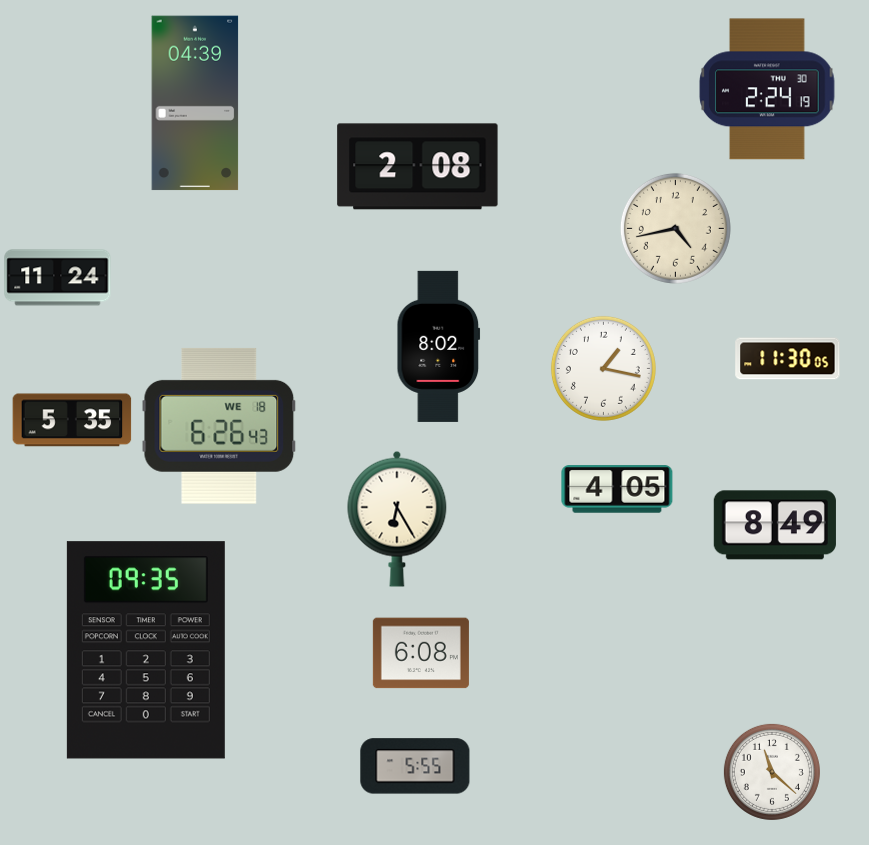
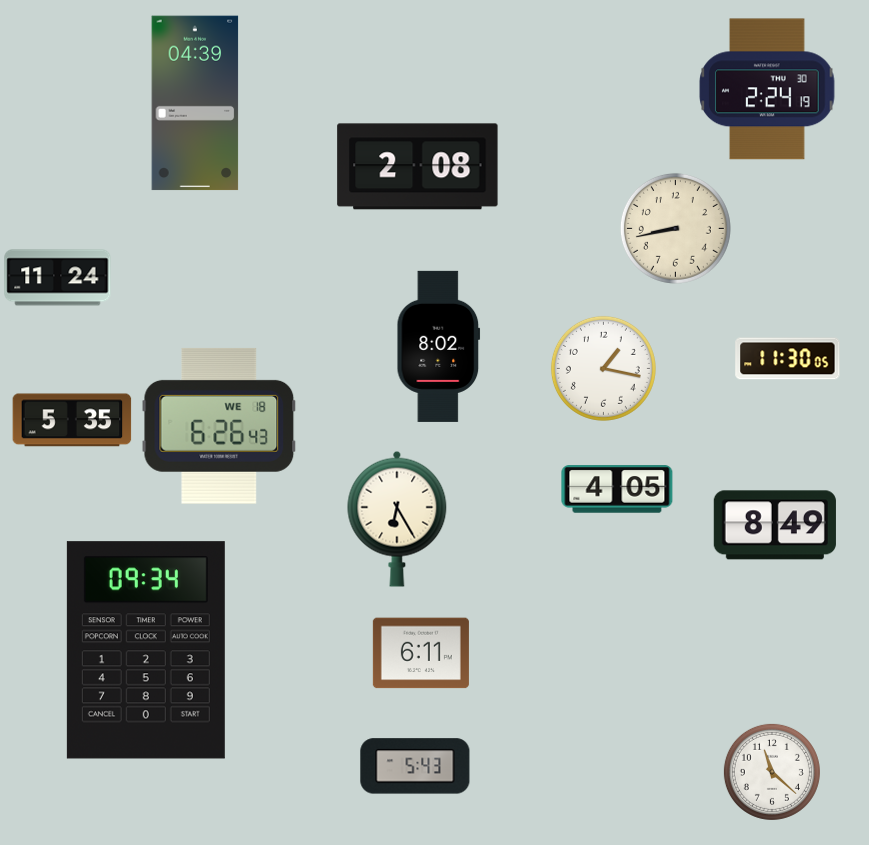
clock at (675, 228): 4:43 -> 8:43
clock at (146, 650): 09:35 -> 09:34
clock at (421, 653): 6:08 -> 6:11
clock at (415, 766): 5:55 -> 5:43
